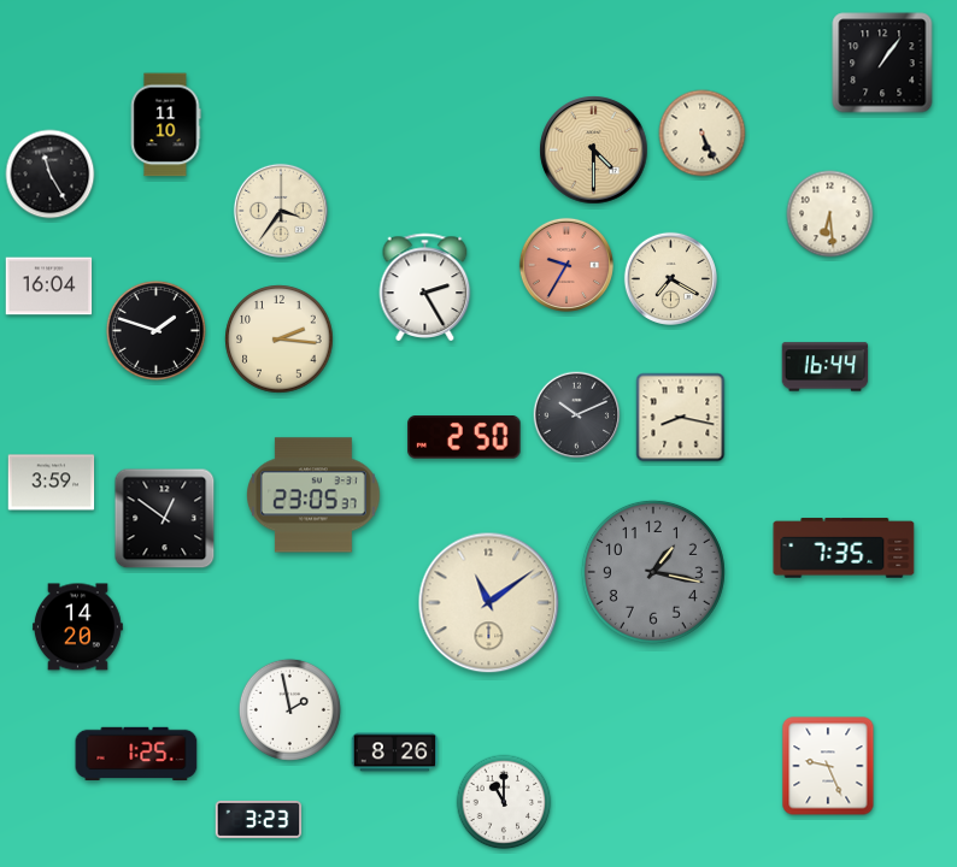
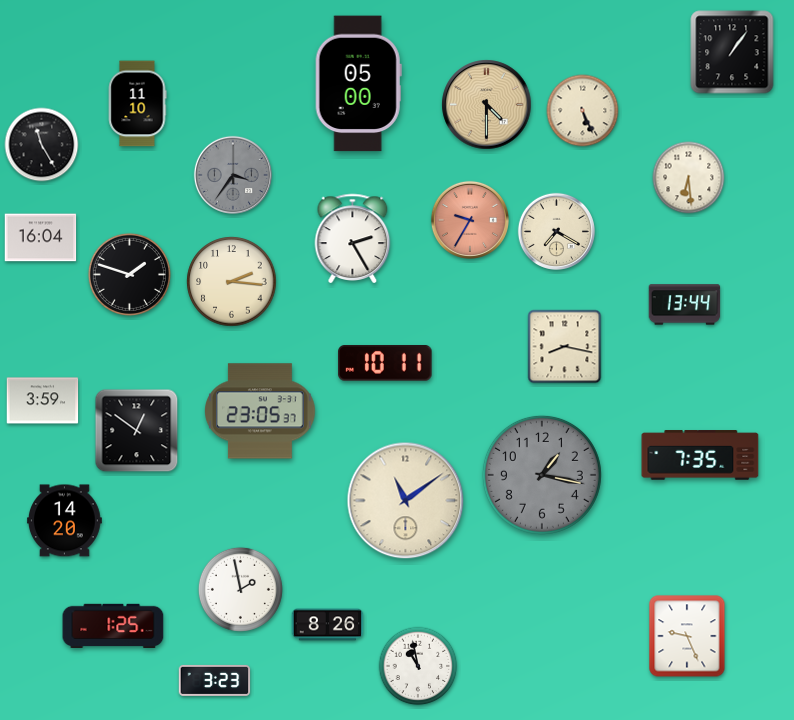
clock at (358, 84): none -> 05:00
clock at (594, 151) position: (594, 151) -> (487, 105)
clock at (281, 211) dial: cream -> grey
clock at (826, 367): 16:44 -> 13:44
clock at (577, 415): 10:11 -> none
clock at (464, 438): 2:50 -> 10:11
clock at (504, 802): 11:00 -> 10:58
